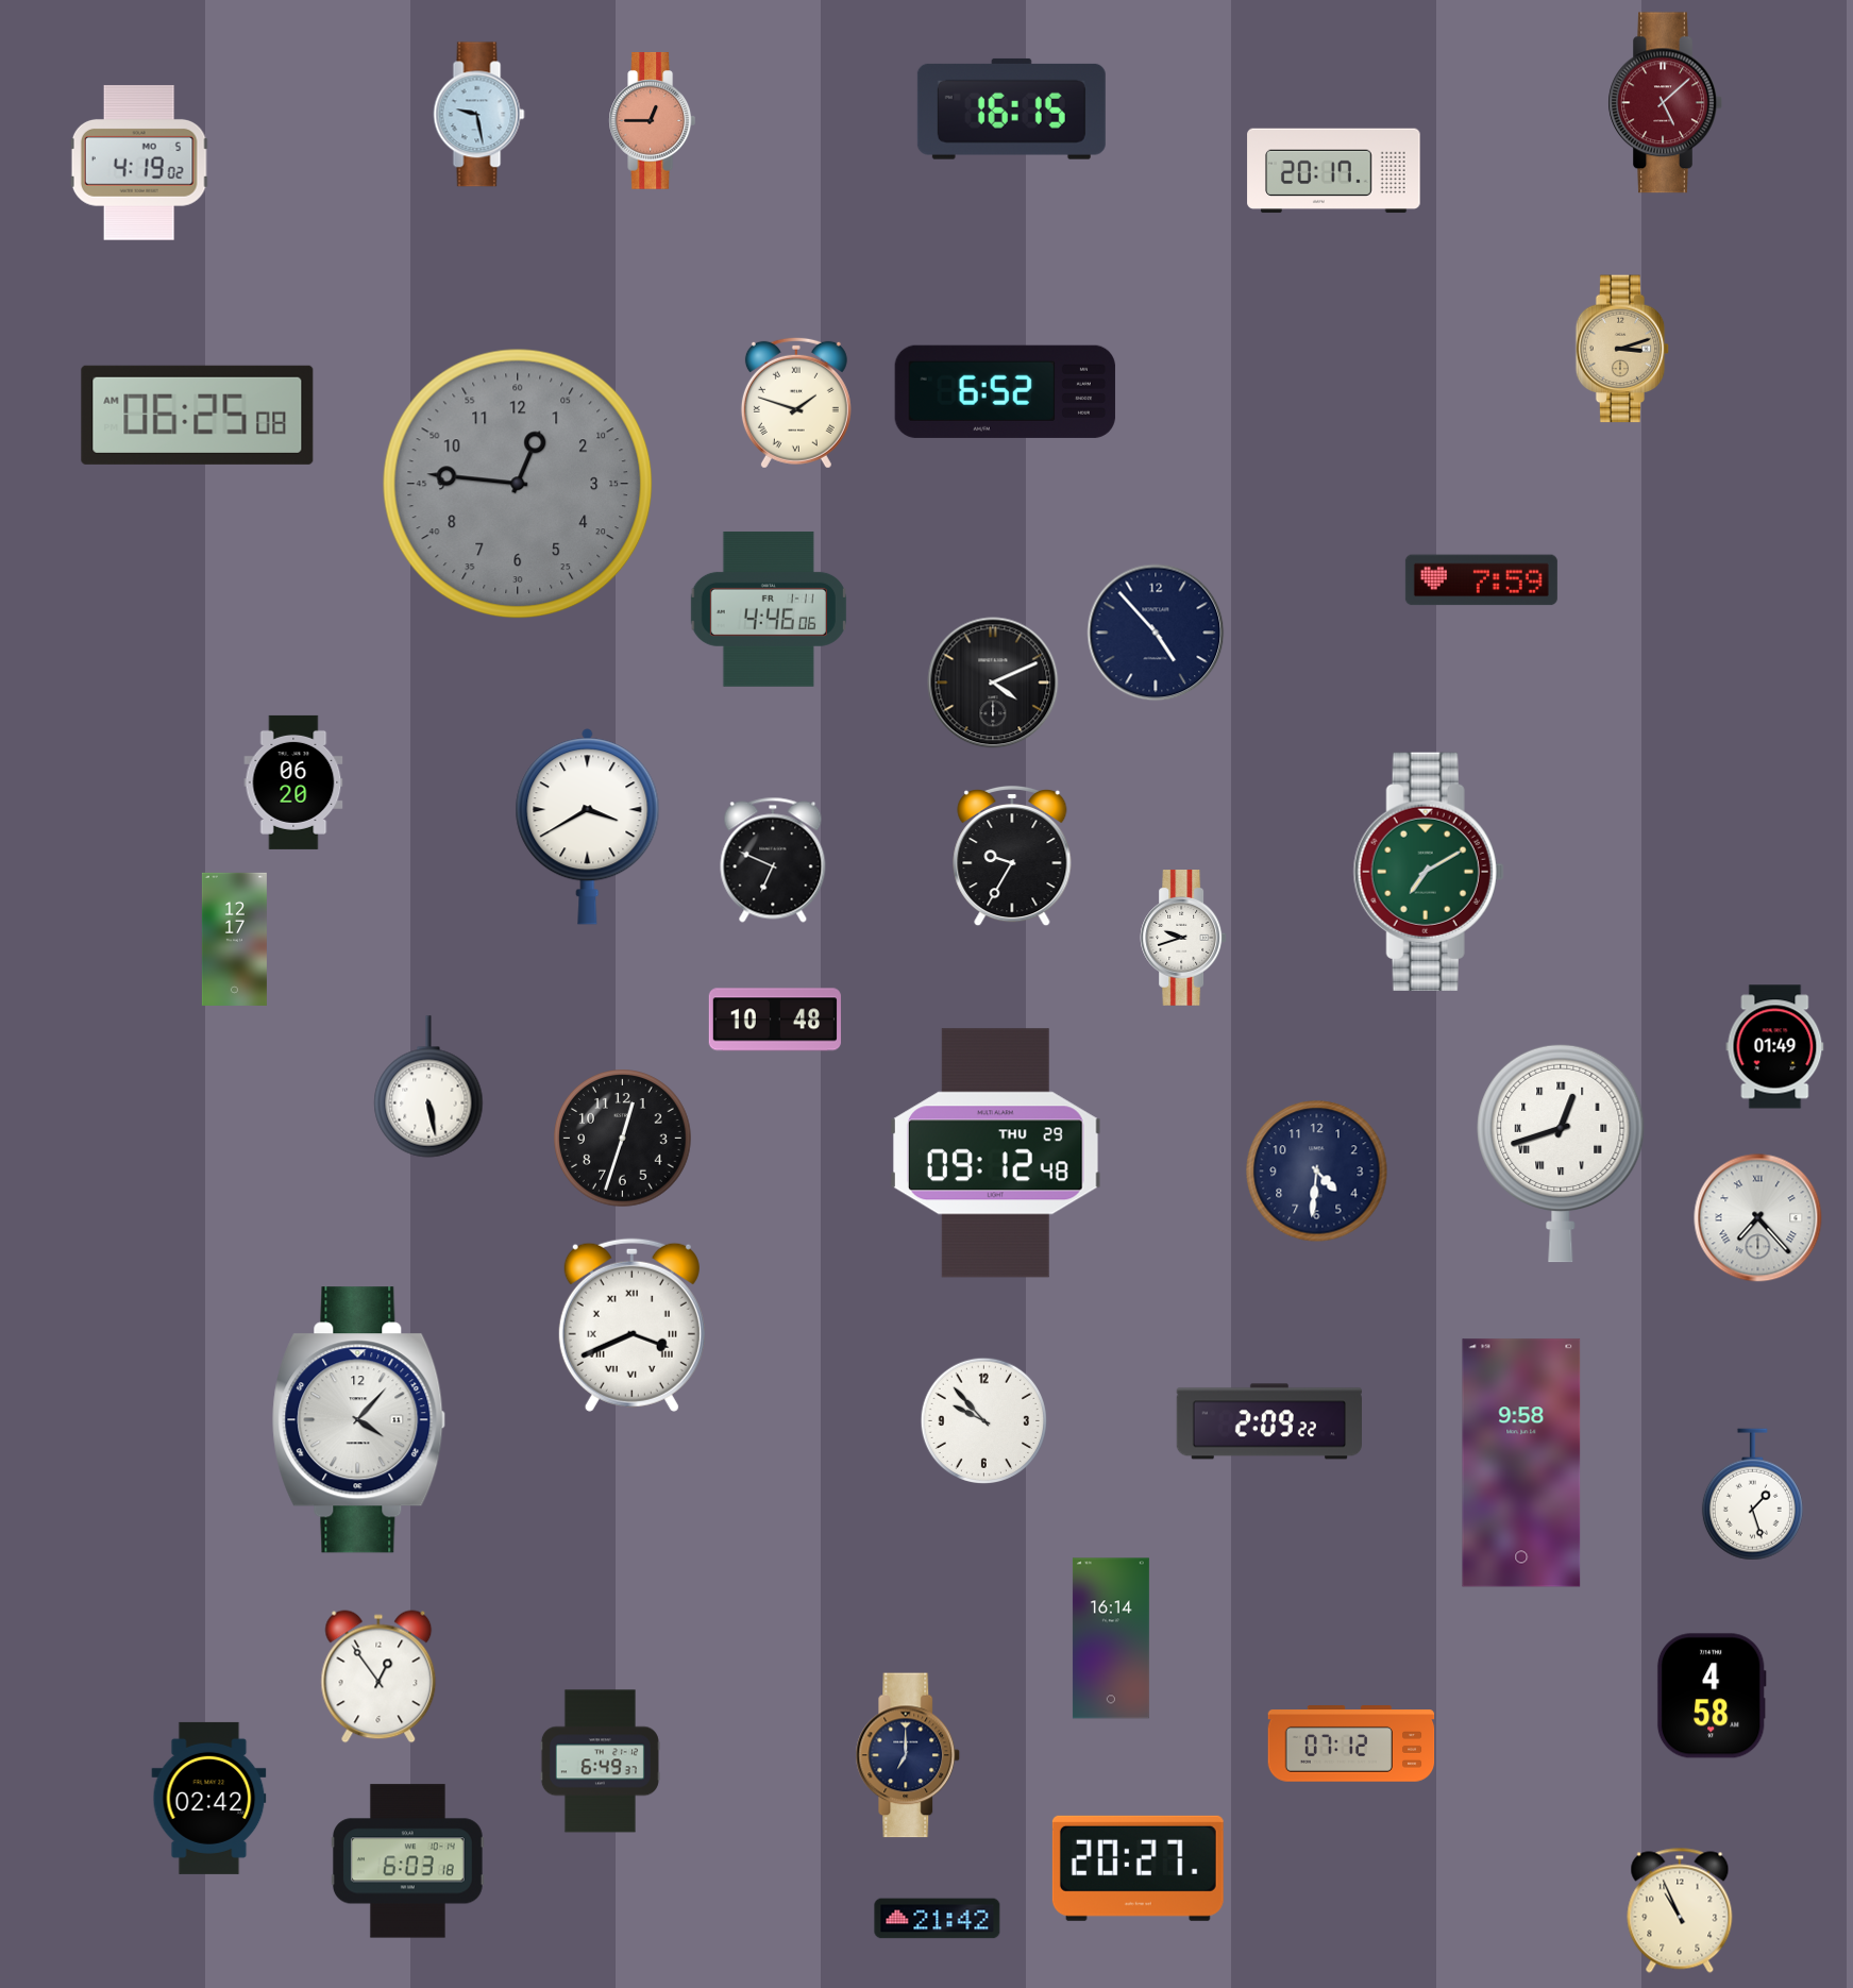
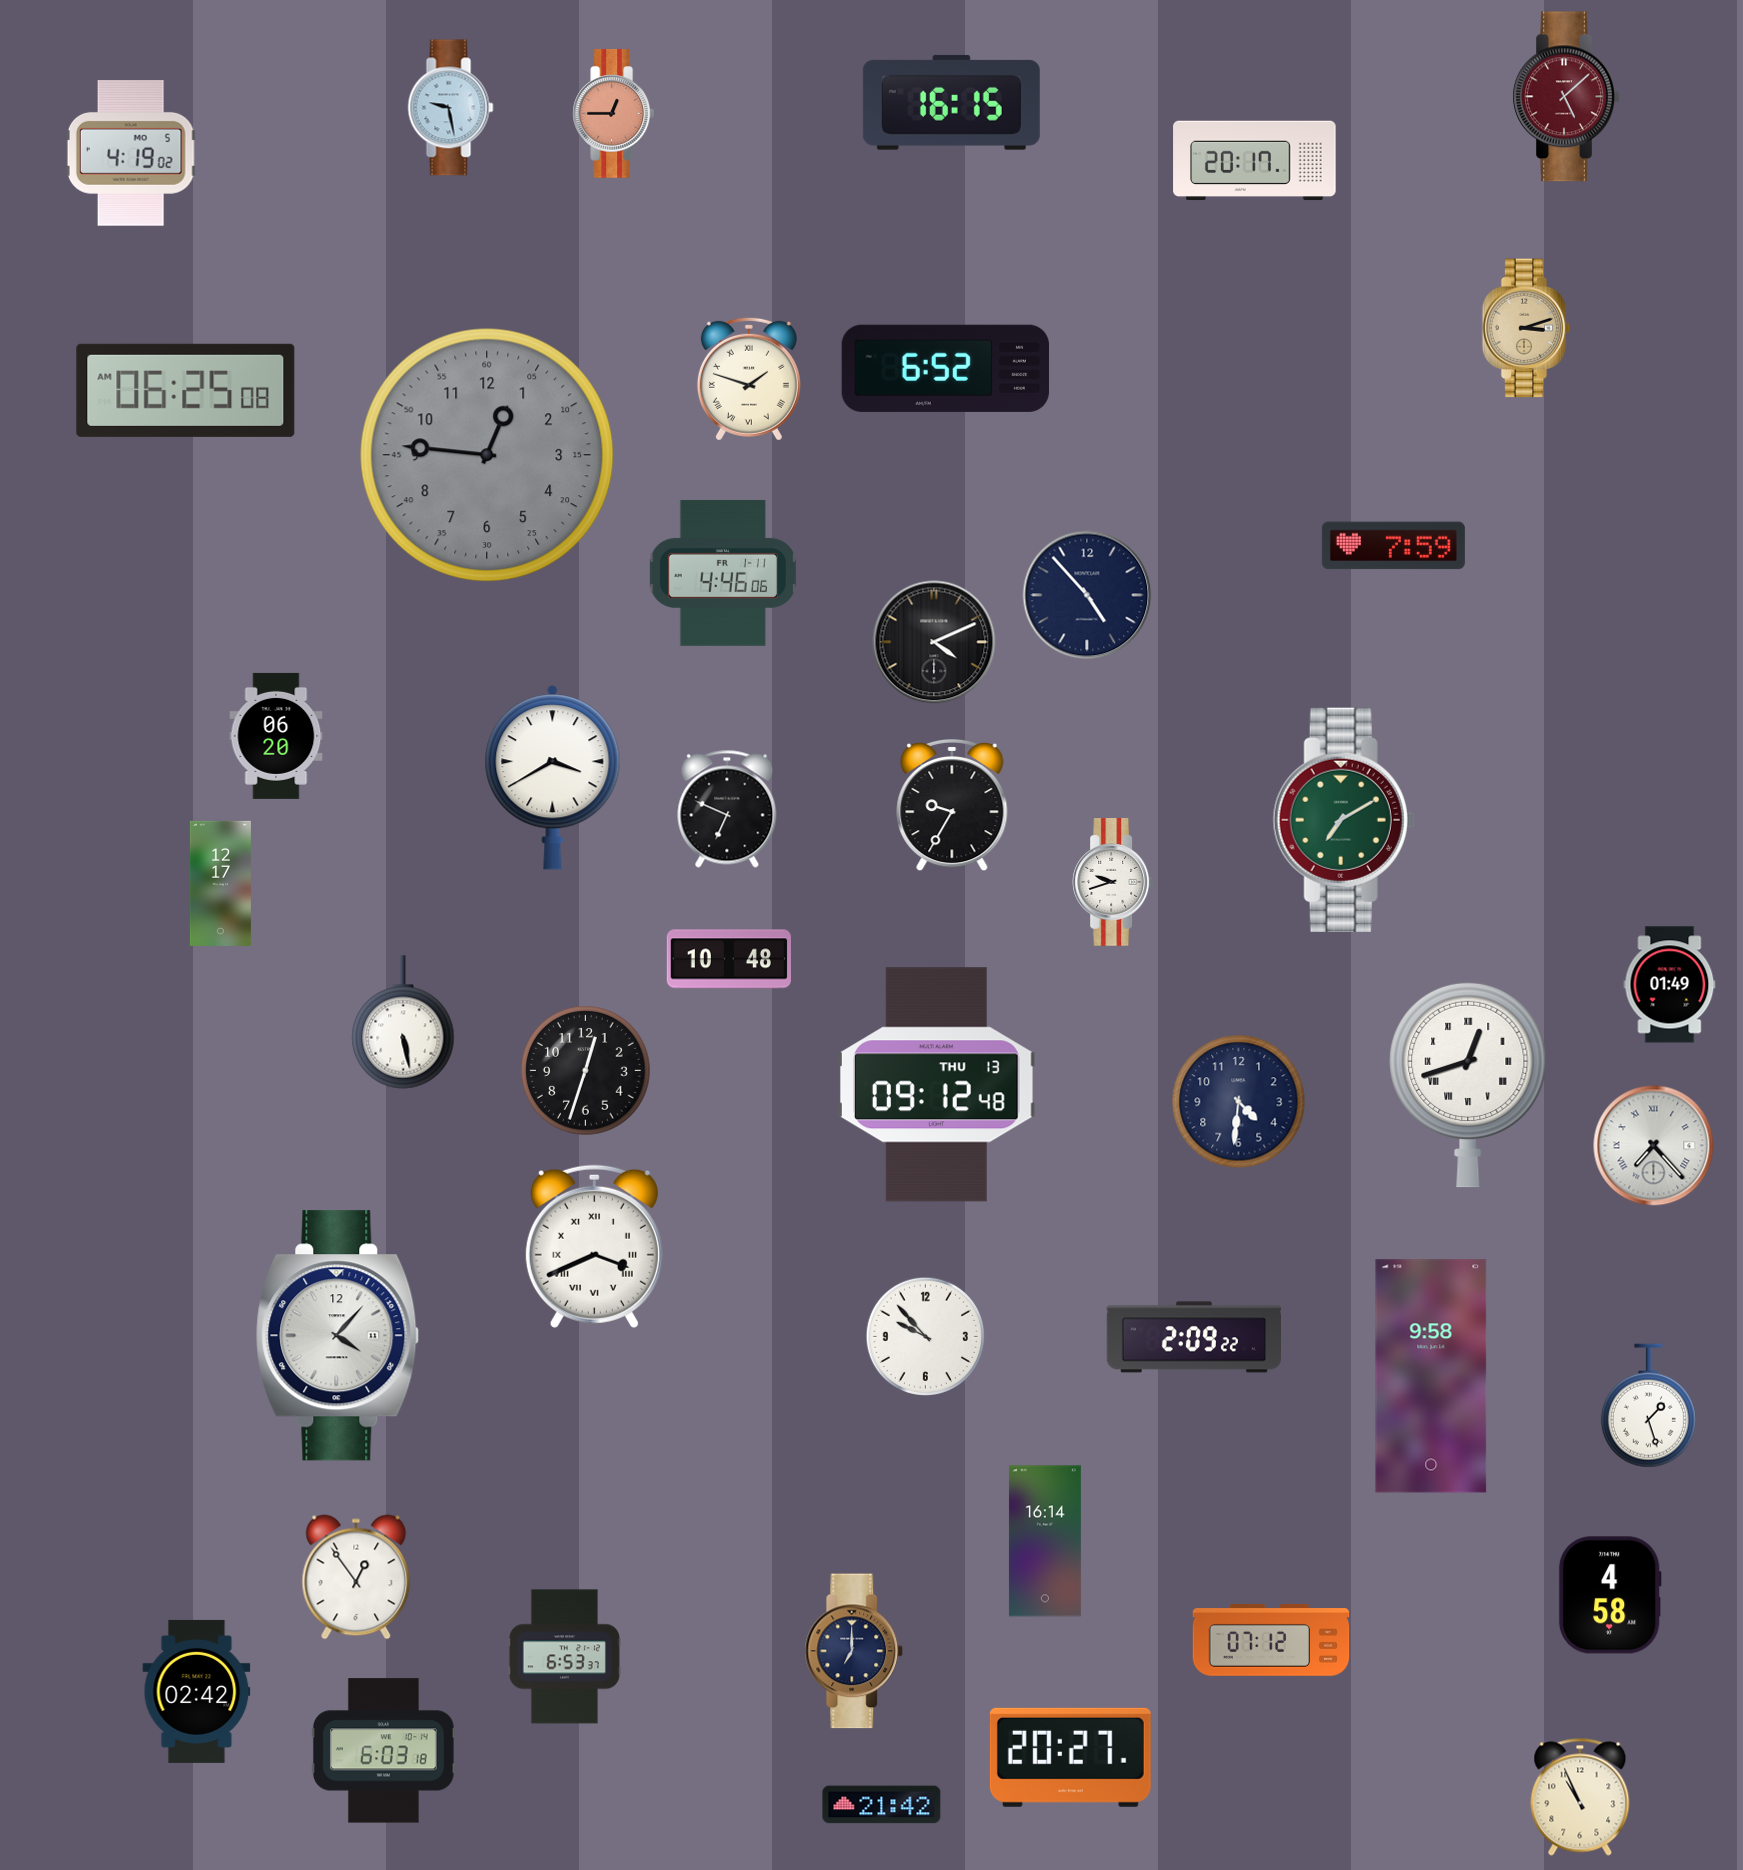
clock at (995, 1153) date: THU 29 -> THU 13
clock at (600, 1762): 6:49 -> 6:53
